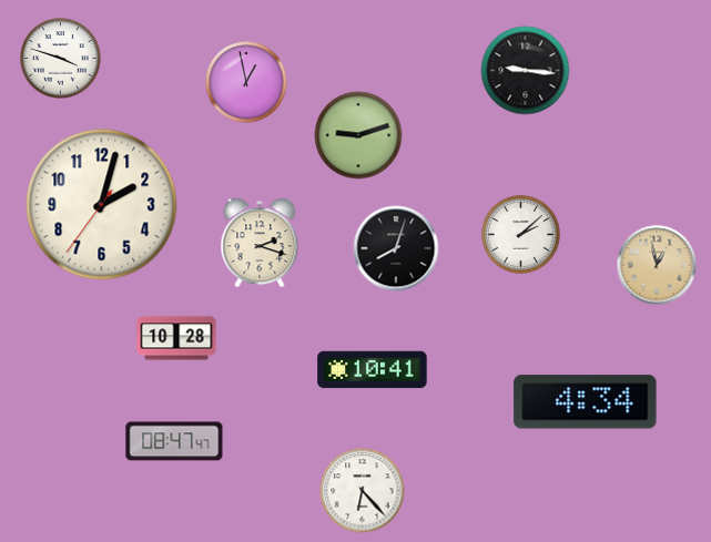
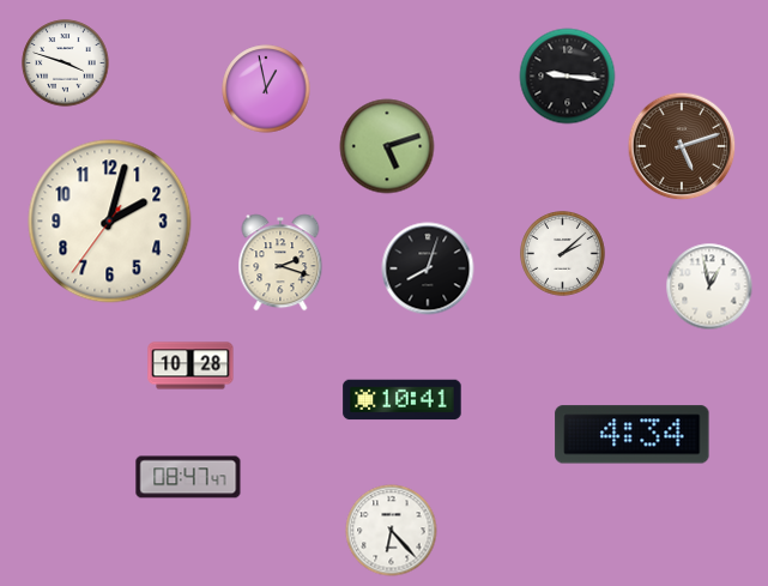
clock at (358, 135): 9:12 -> 5:12
clock at (682, 146): none -> 5:12
clock at (657, 265) dial: champagne -> white
